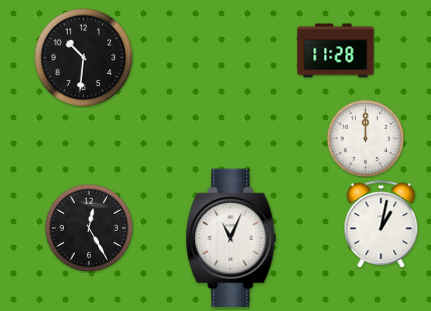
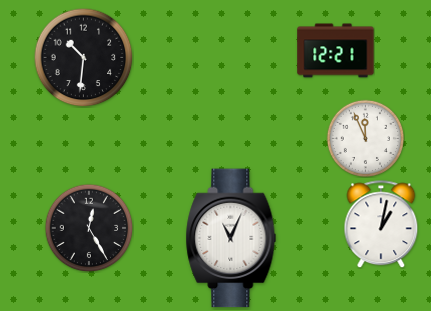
clock at (336, 51): 11:28 -> 12:21
clock at (365, 138): 12:00 -> 11:56
